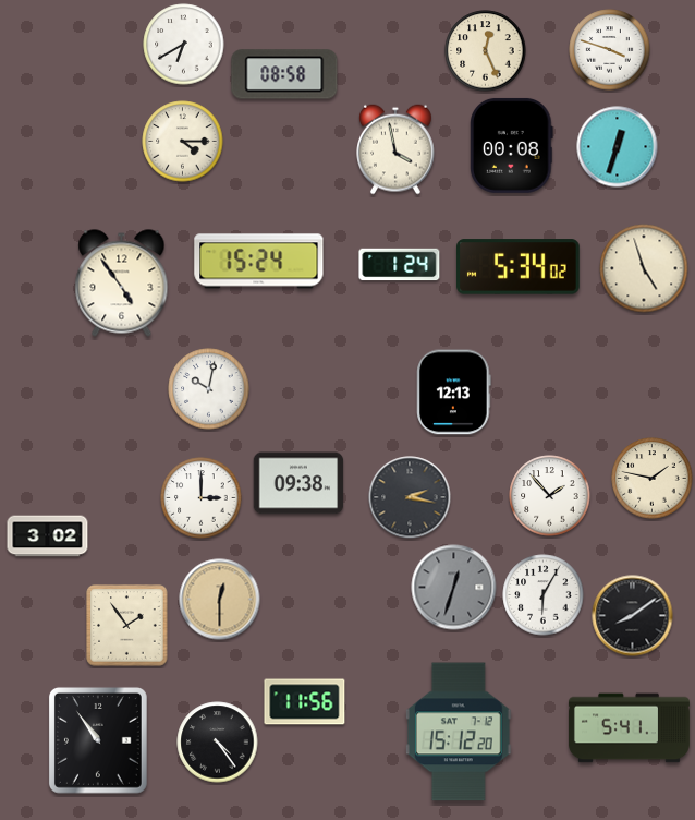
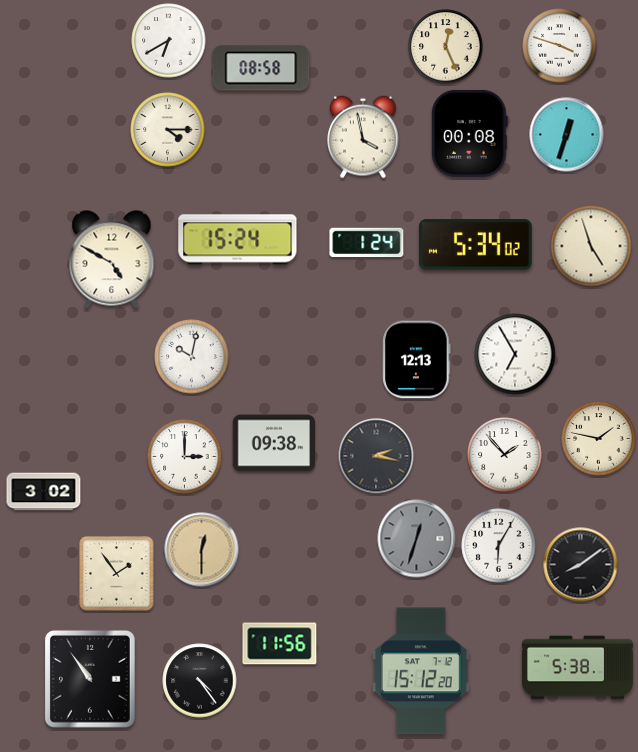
clock at (122, 284): 4:54 -> 4:50
clock at (515, 354): none -> 6:55
clock at (629, 728): 5:41 -> 5:38
